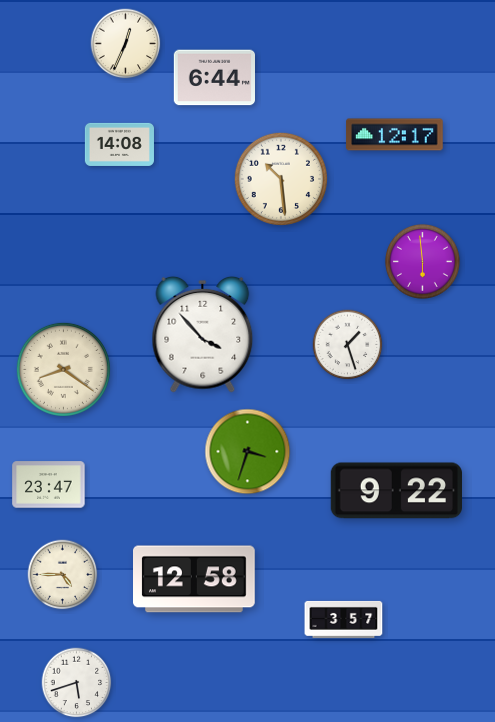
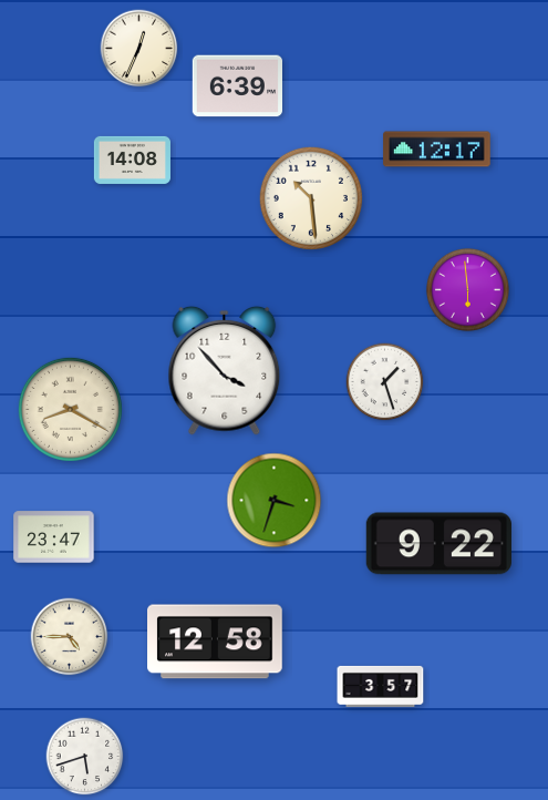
clock at (214, 78): 6:44 -> 6:39
clock at (63, 369): 8:21 -> 8:20
